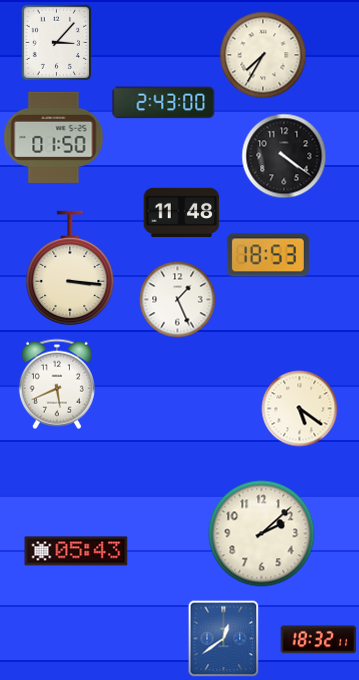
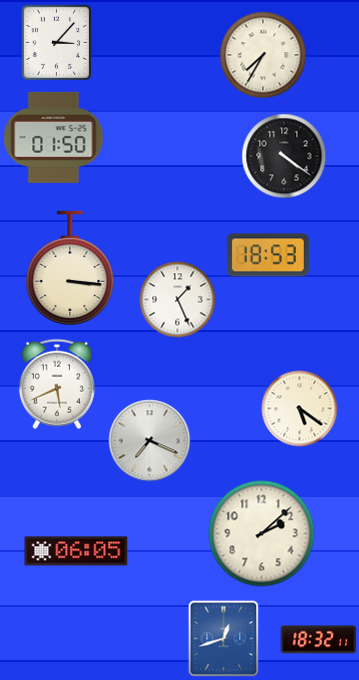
clock at (164, 103): 2:43 -> none
clock at (182, 212): 11:48 -> none
clock at (150, 441): none -> 7:19
clock at (76, 551): 05:43 -> 06:05
clock at (224, 639): 12:39 -> 12:42
